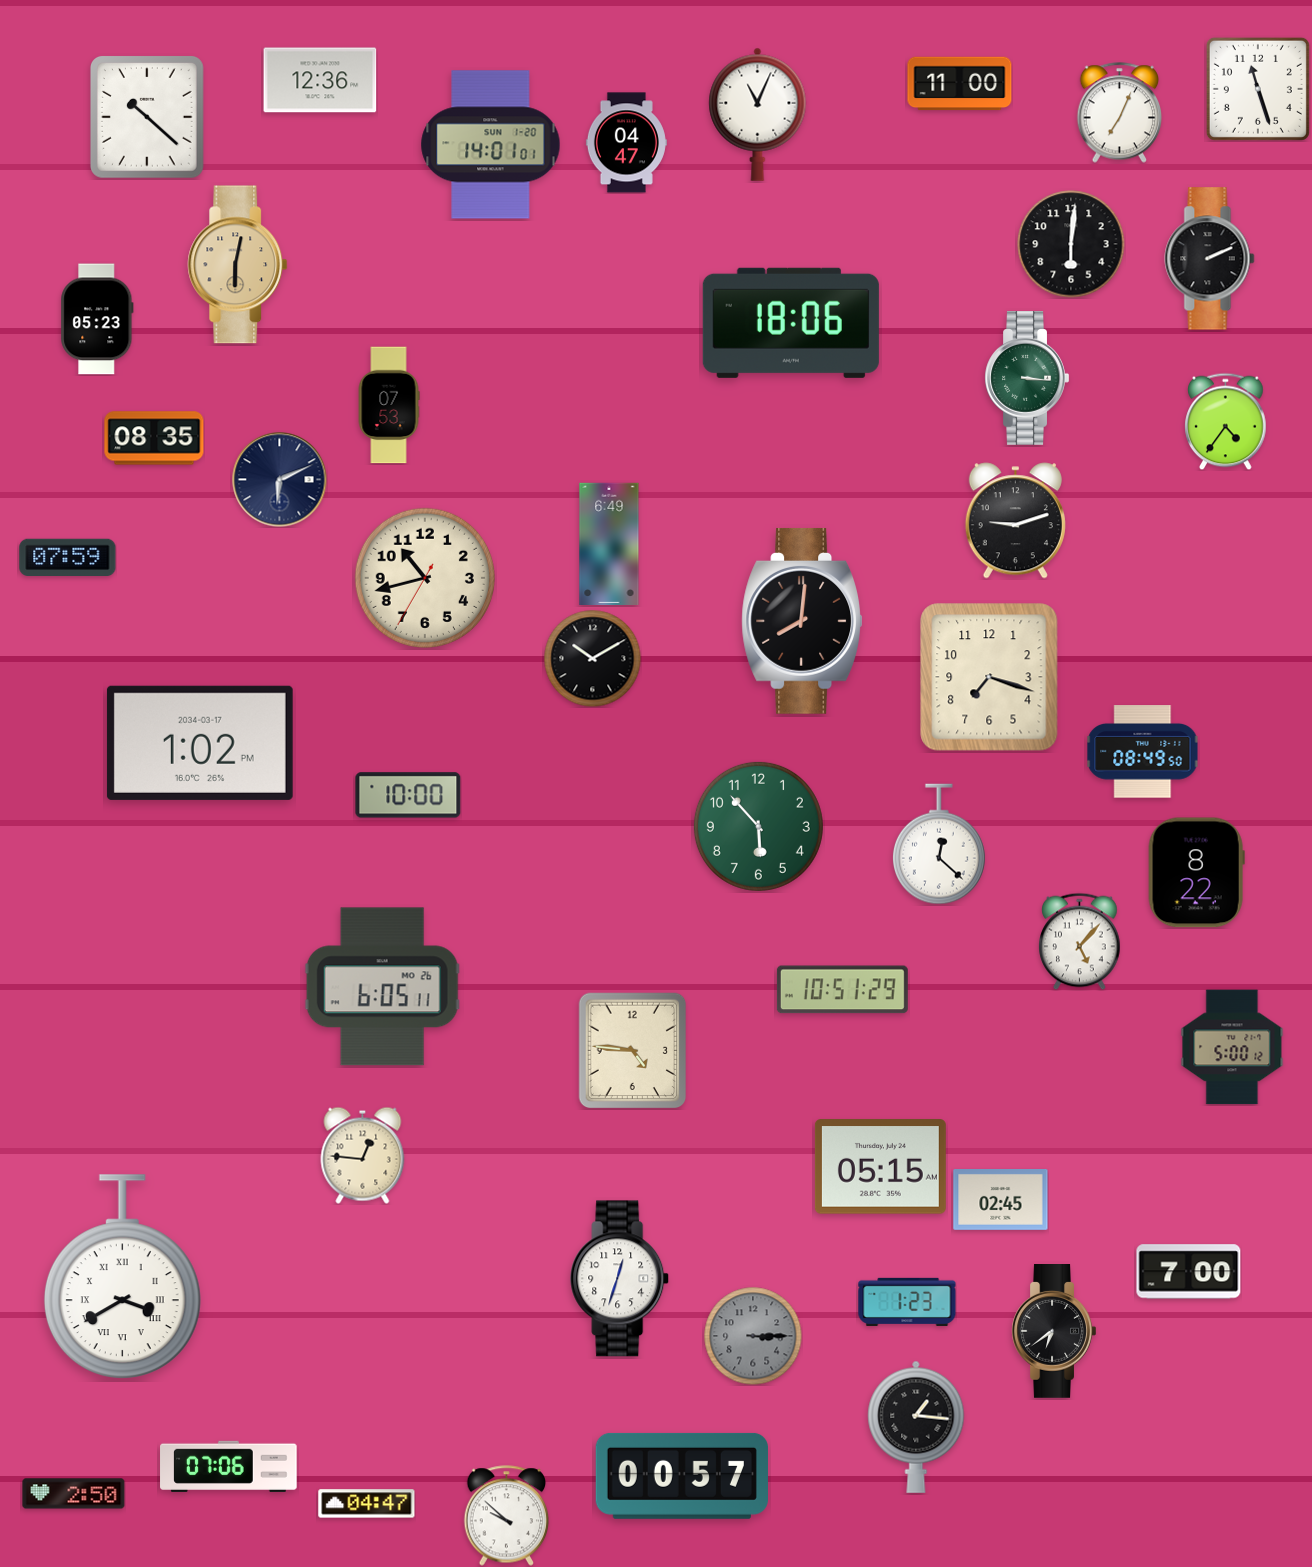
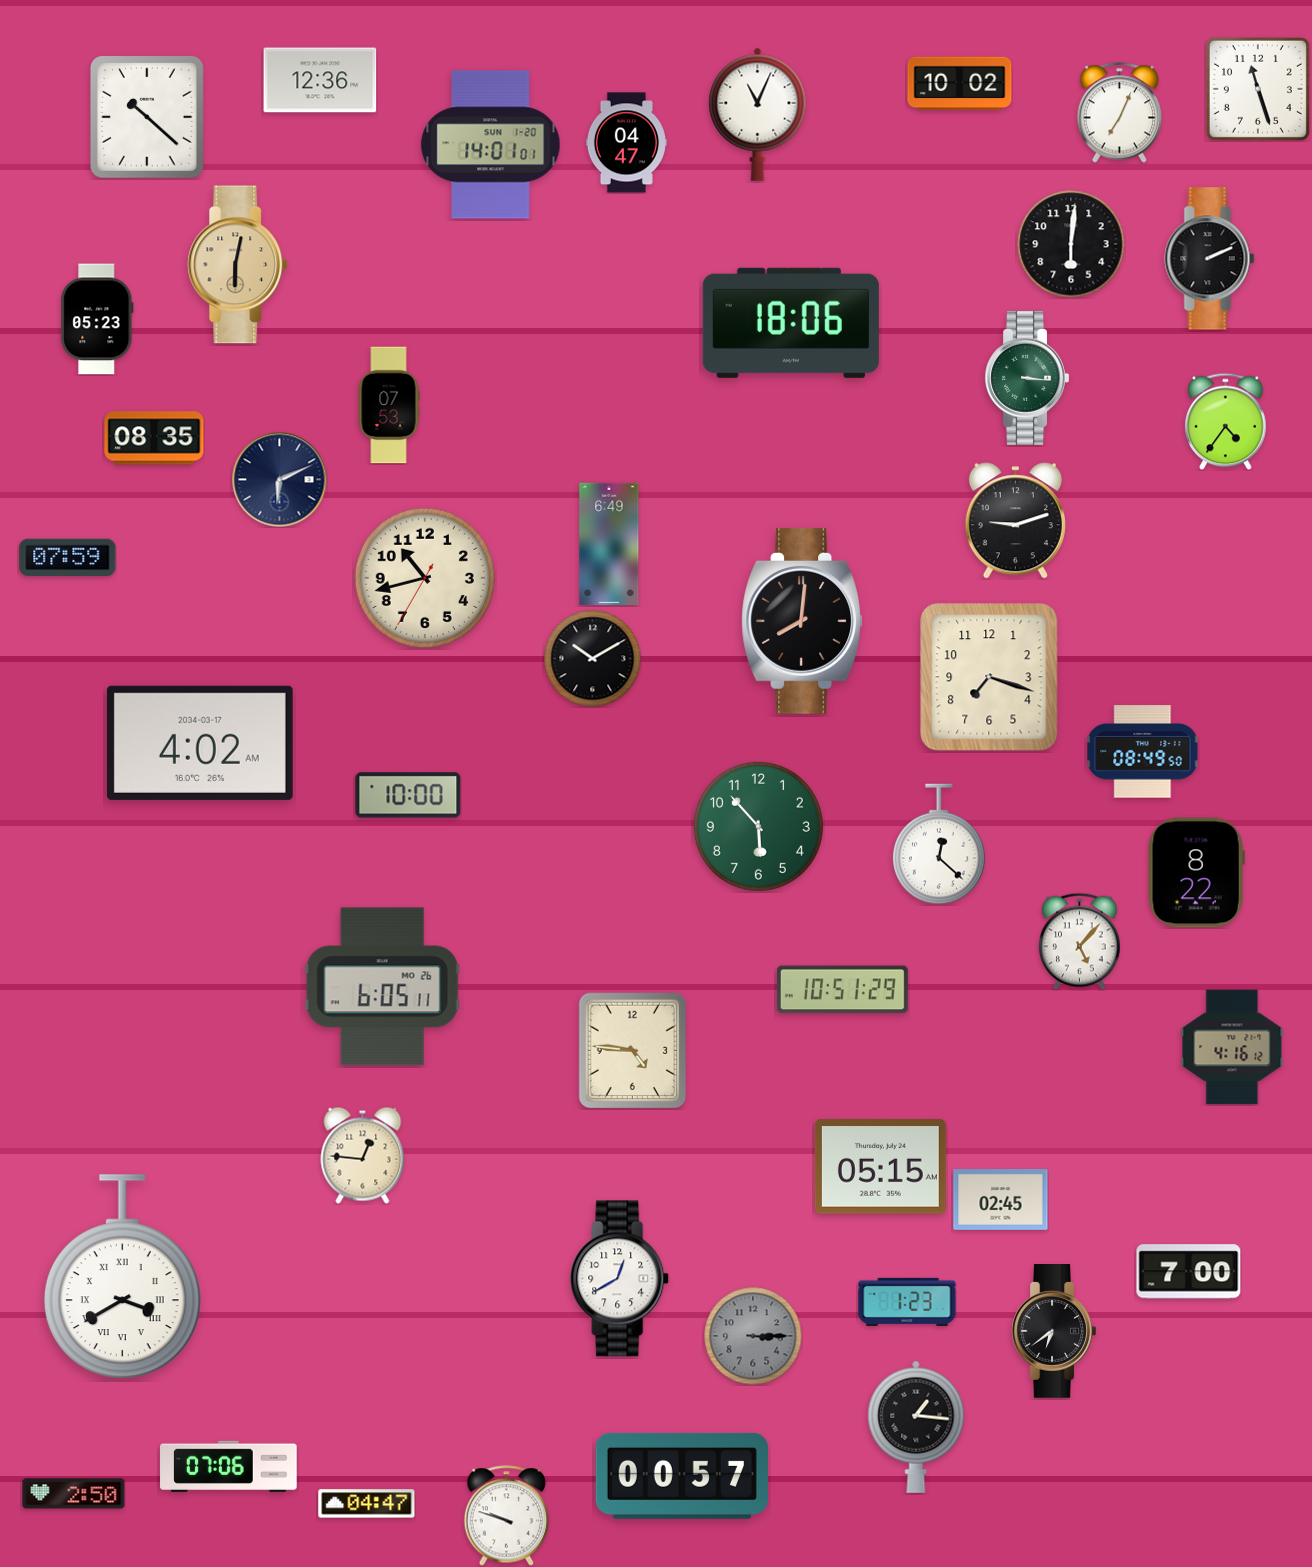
clock at (960, 84): 11:00 -> 10:02
clock at (200, 743): 1:02 -> 4:02
clock at (1232, 1047): 5:00 -> 4:16
clock at (620, 1279): 12:33 -> 12:40
clock at (507, 1516): 9:52 -> 9:48
